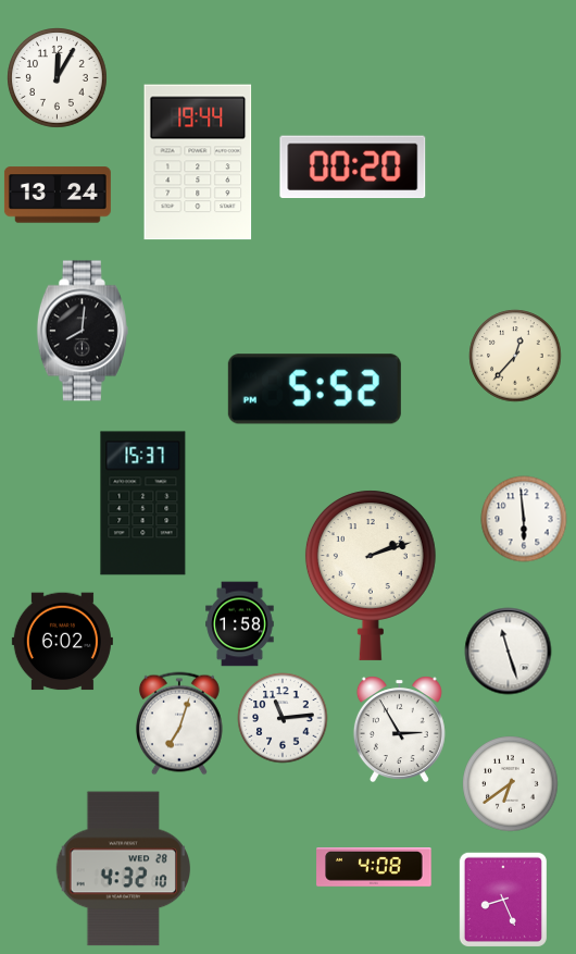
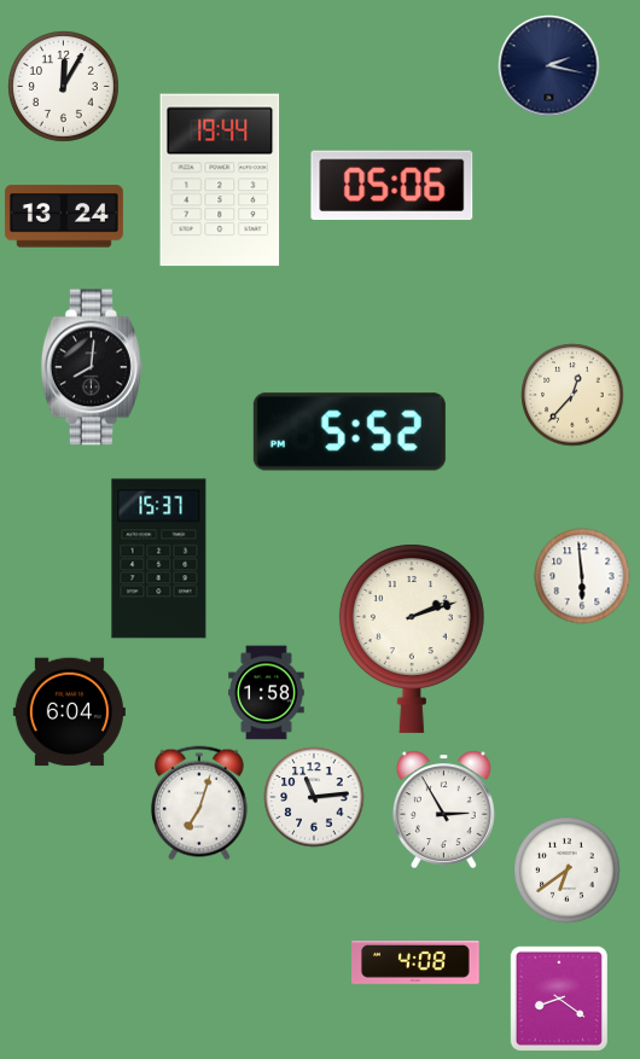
clock at (548, 65): none -> 2:17
clock at (353, 168): 00:20 -> 05:06
clock at (62, 642): 6:02 -> 6:04
clock at (508, 651): 11:27 -> none
clock at (123, 869): 4:32 -> none
clock at (503, 900): 8:26 -> 8:21
